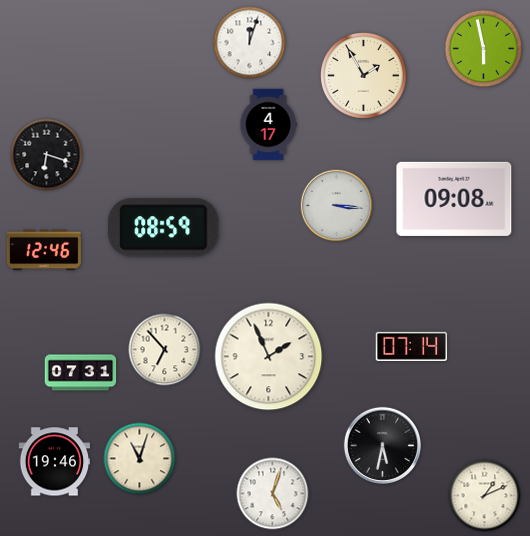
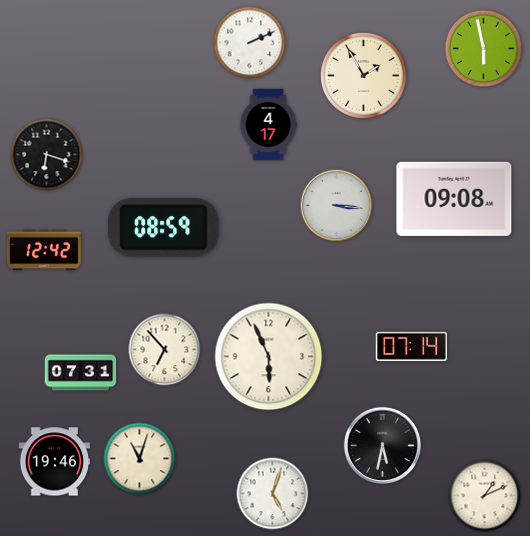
clock at (250, 43): 12:03 -> 2:11
clock at (44, 250): 12:46 -> 12:42
clock at (269, 357): 1:56 -> 5:56
